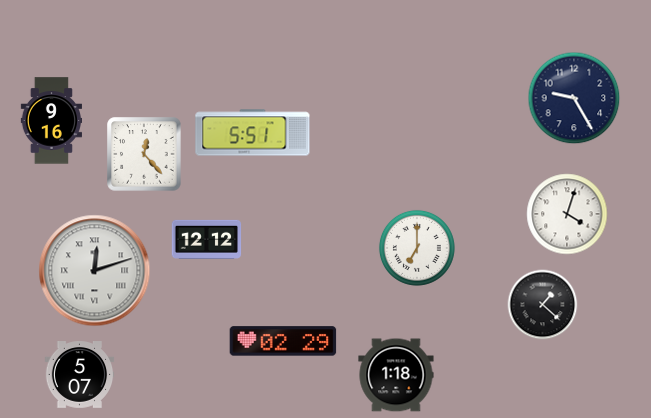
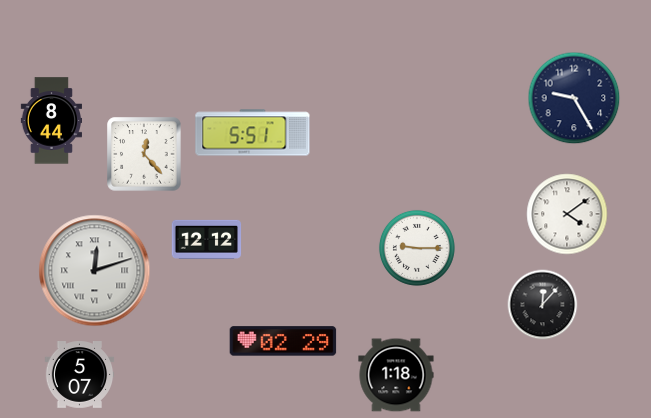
clock at (51, 121): 9:16 -> 8:44
clock at (567, 214): 4:03 -> 4:09
clock at (417, 248): 7:00 -> 9:15
clock at (543, 305): 1:22 -> 12:07
